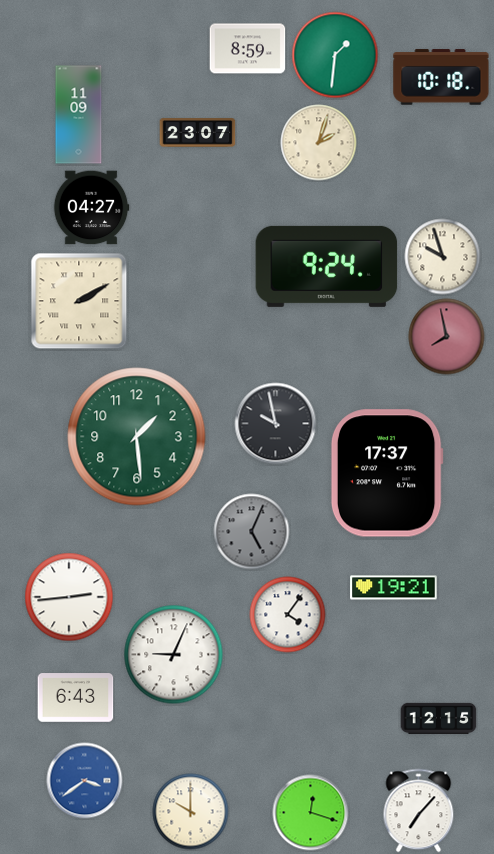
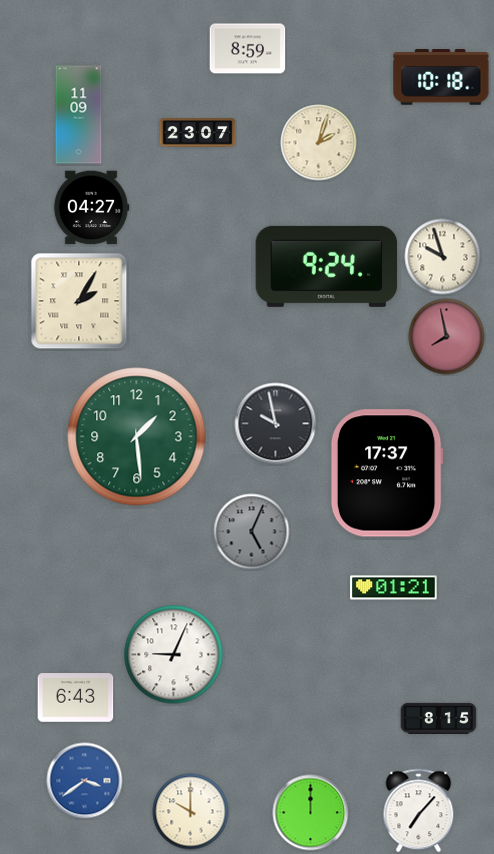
clock at (335, 55): 1:31 -> none
clock at (79, 301): 2:10 -> 2:05
clock at (394, 588): 19:21 -> 01:21
clock at (69, 597): 2:44 -> none
clock at (288, 615): 4:06 -> none
clock at (439, 718): 12:15 -> 8:15
clock at (311, 813): 12:18 -> 12:00
